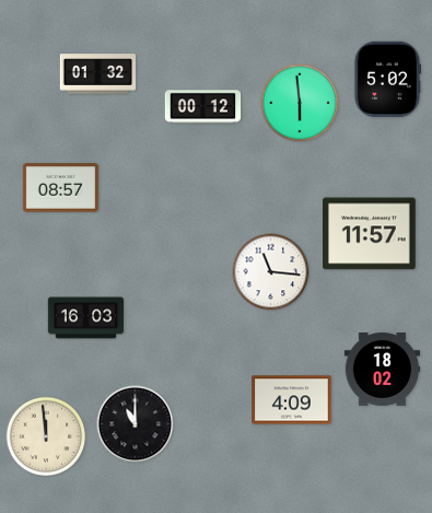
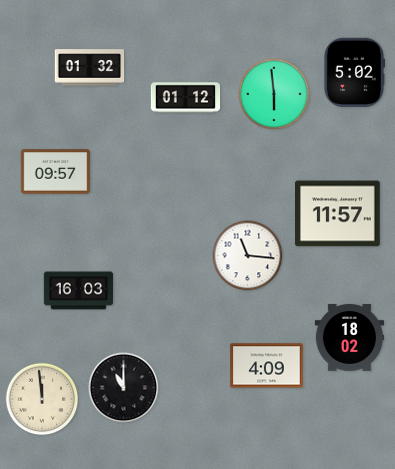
clock at (203, 107): 00:12 -> 01:12
clock at (61, 188): 08:57 -> 09:57
clock at (271, 272) position: (271, 272) -> (248, 256)
